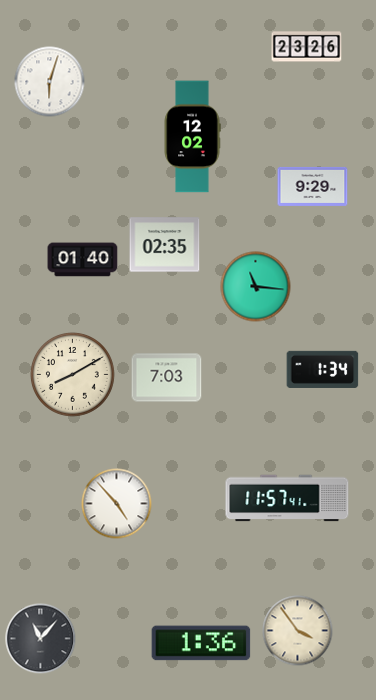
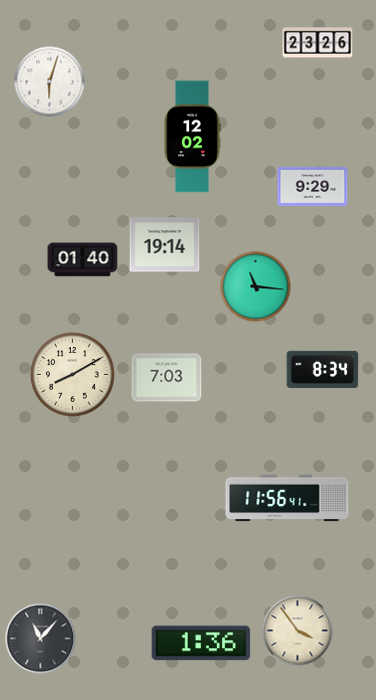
clock at (307, 47) position: (307, 47) -> (318, 43)
clock at (165, 245): 02:35 -> 19:14
clock at (323, 369): 1:34 -> 8:34
clock at (287, 498): 11:57 -> 11:56
clock at (117, 504): 4:53 -> none
